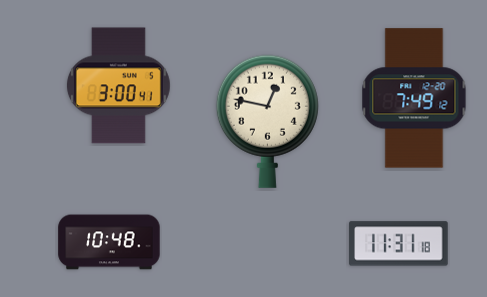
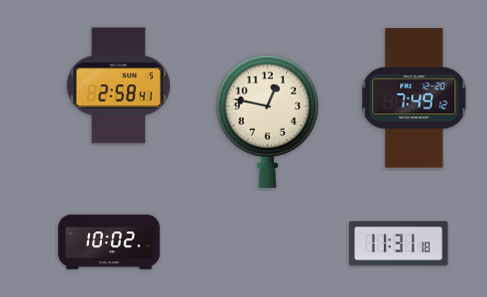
clock at (118, 86): 3:00 -> 2:58
clock at (109, 242): 10:48 -> 10:02
